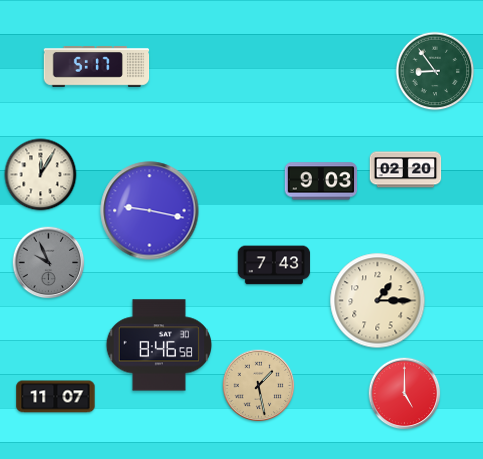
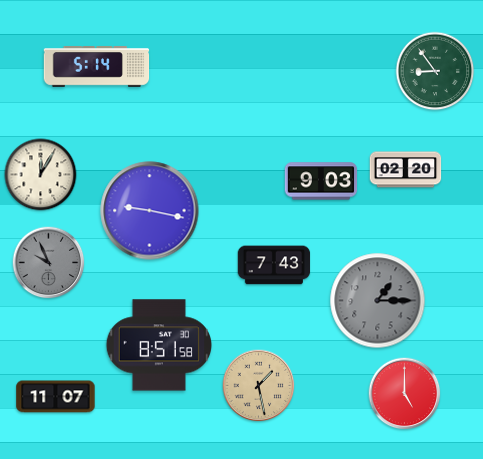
clock at (97, 67): 5:17 -> 5:14
clock at (378, 301) dial: cream -> grey
clock at (158, 345): 8:46 -> 8:51
